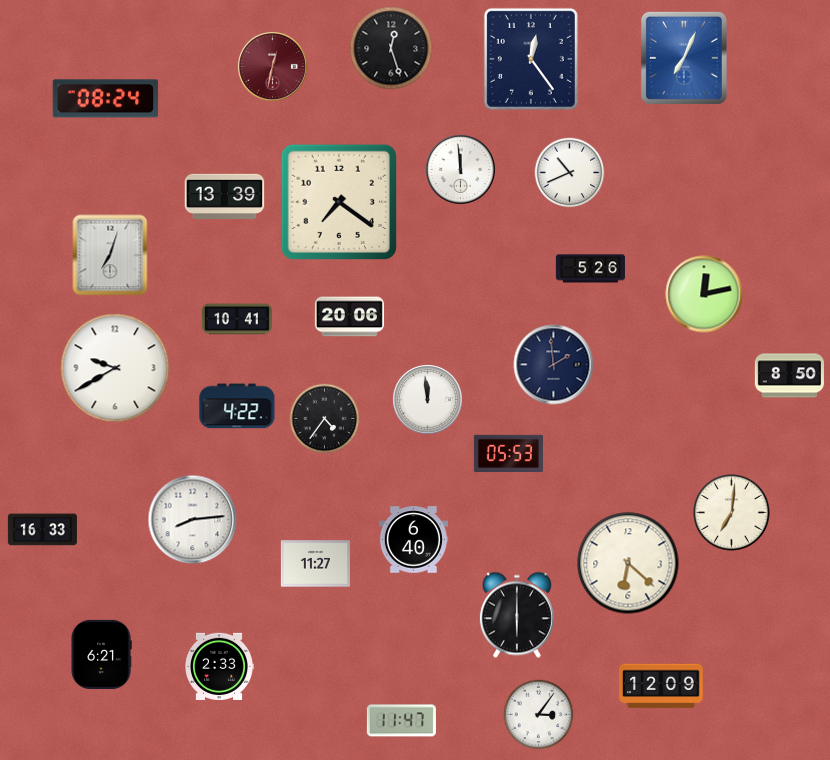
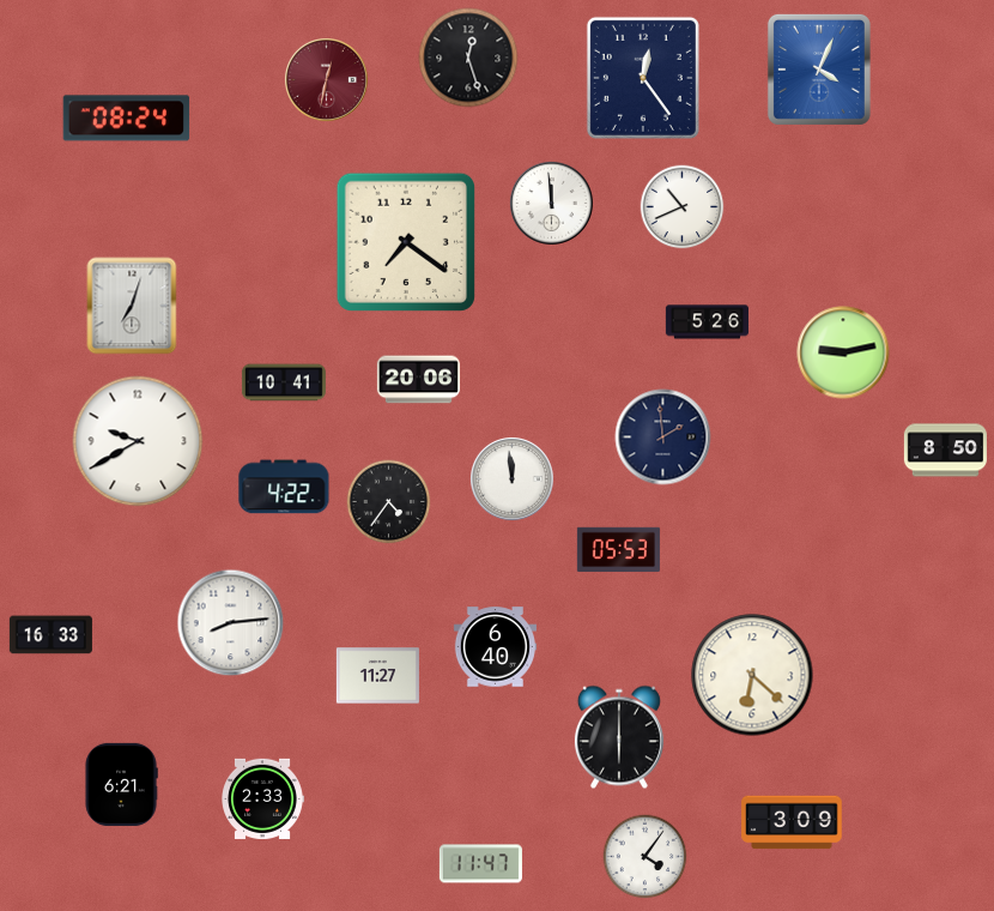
clock at (684, 58): 7:04 -> 4:04
clock at (531, 59) position: (531, 59) -> (643, 78)
clock at (225, 197): 13:39 -> none
clock at (704, 294): 12:13 -> 9:13
clock at (508, 454) position: (508, 454) -> (618, 550)
clock at (732, 513): 7:01 -> none
clock at (661, 686): 12:09 -> 3:09
clock at (539, 715): 3:06 -> 4:06
